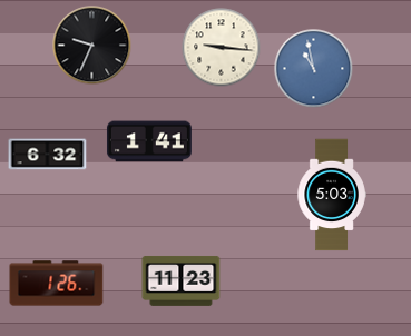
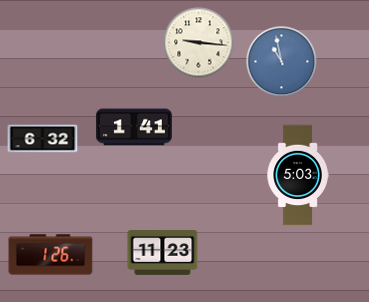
clock at (92, 46): 9:34 -> none
